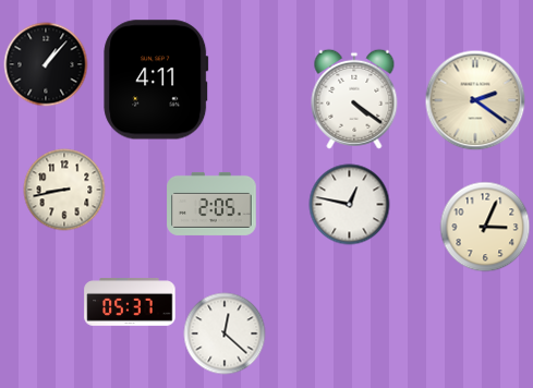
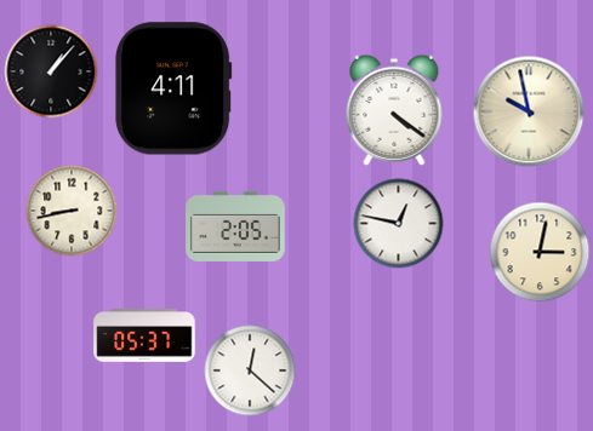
clock at (475, 100): 2:21 -> 9:58
clock at (350, 205) position: (350, 205) -> (399, 224)
clock at (485, 227): 3:04 -> 3:02
